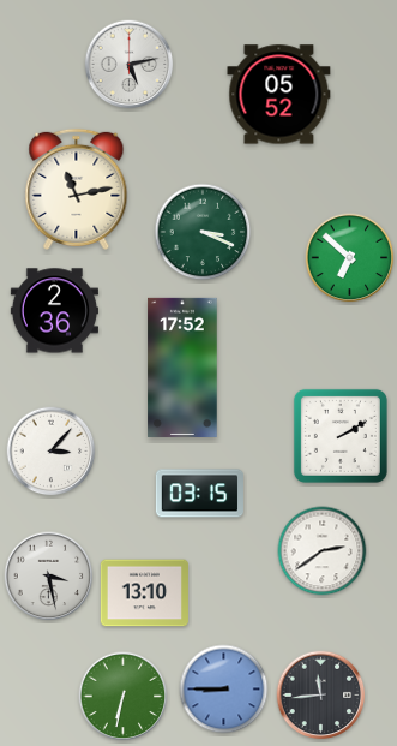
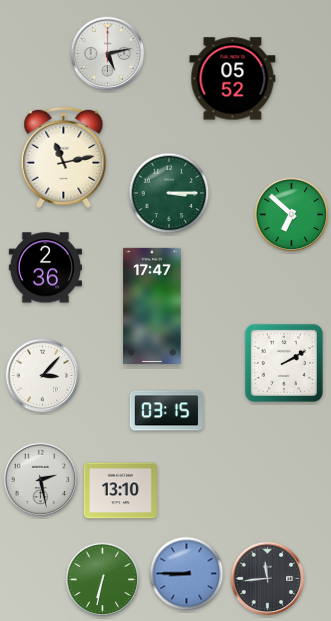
clock at (203, 232): 3:19 -> 3:15
clock at (54, 311) position: (54, 311) -> (45, 268)
clock at (182, 368): 17:52 -> 17:47
clock at (323, 551): 2:39 -> none
clock at (49, 577): 3:28 -> 2:28
clock at (144, 593) position: (144, 593) -> (120, 491)
